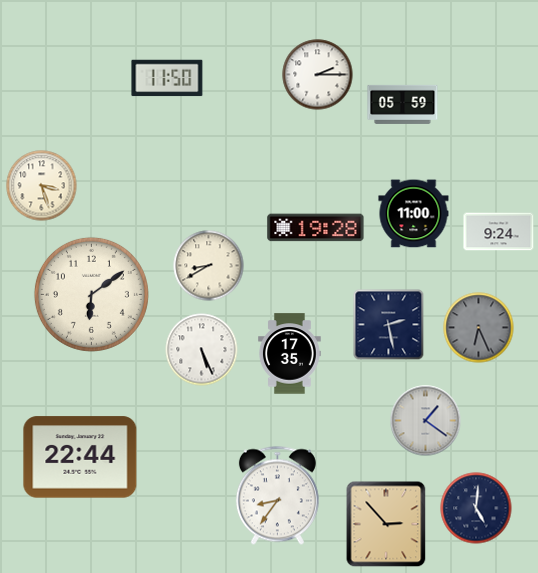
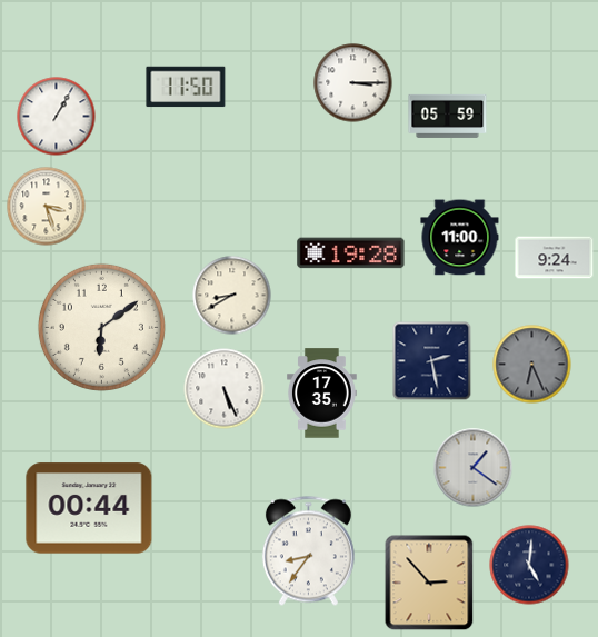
clock at (318, 75): 2:15 -> 3:15
clock at (57, 117): none -> 1:05
clock at (80, 457): 22:44 -> 00:44
